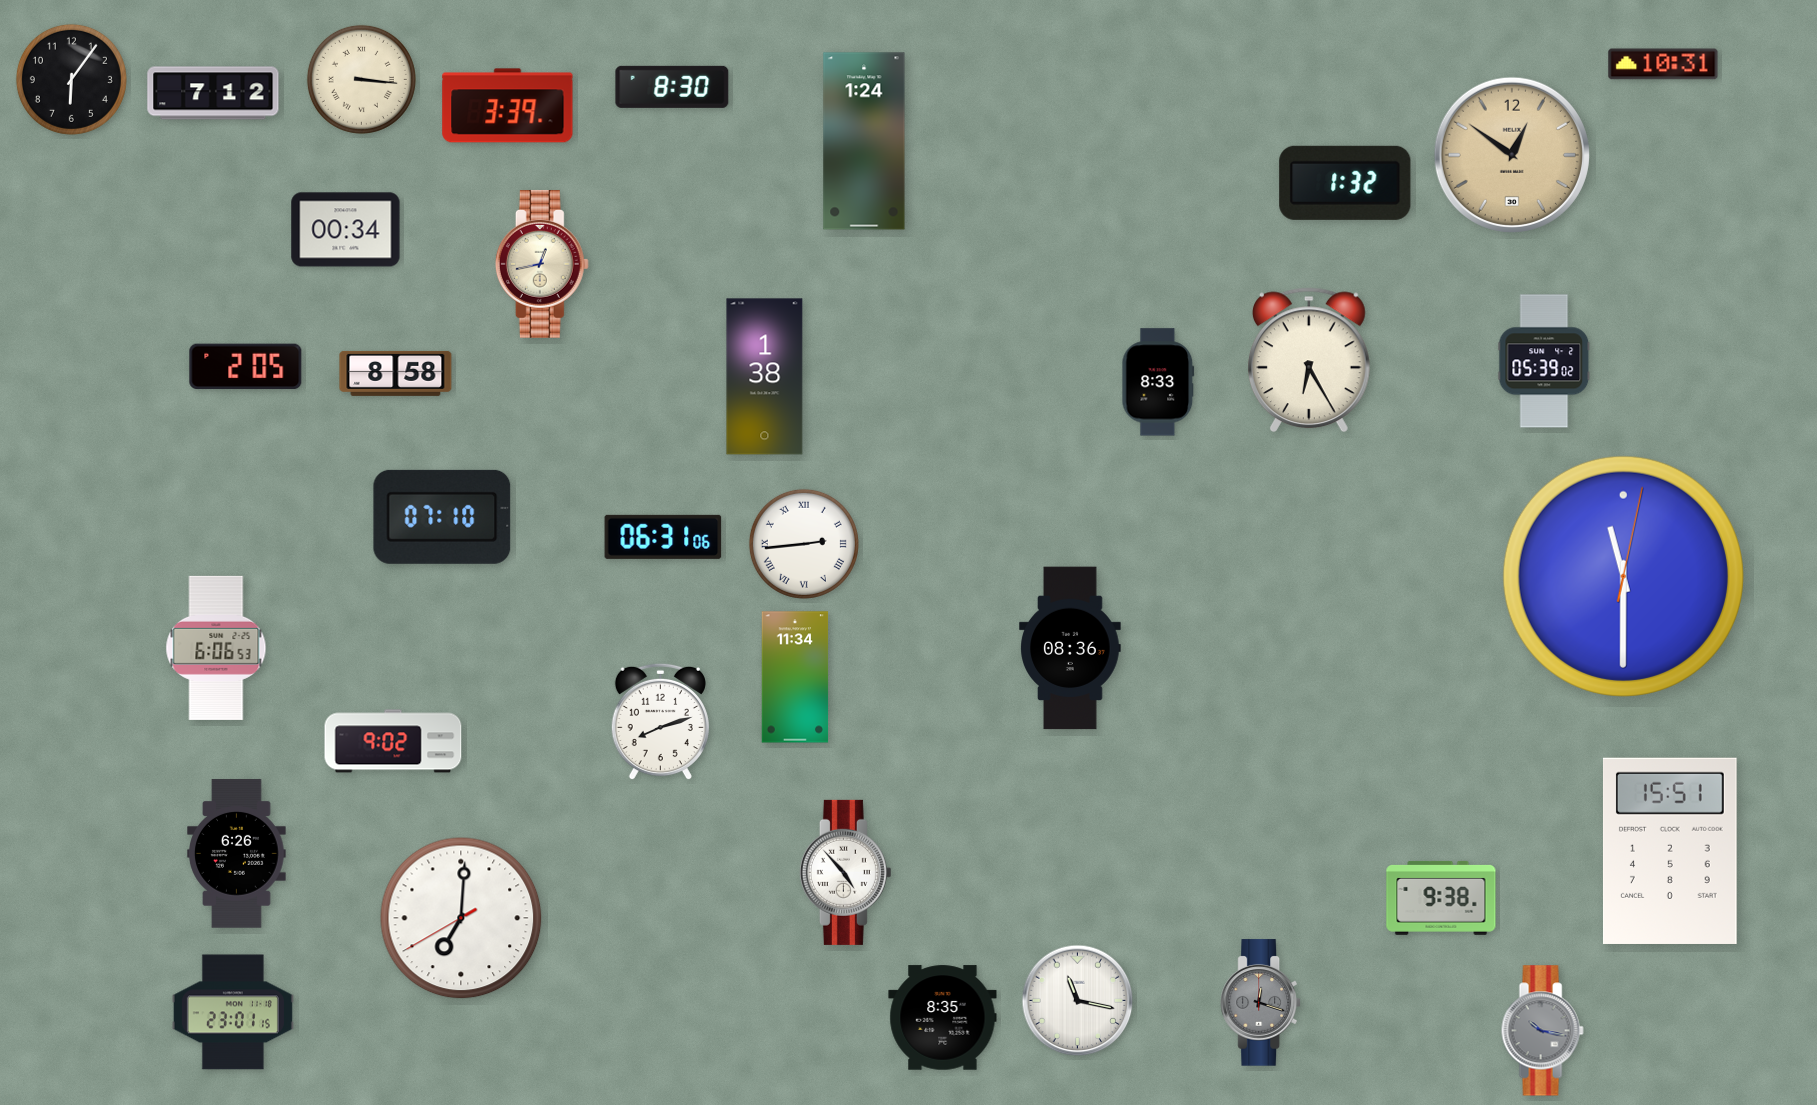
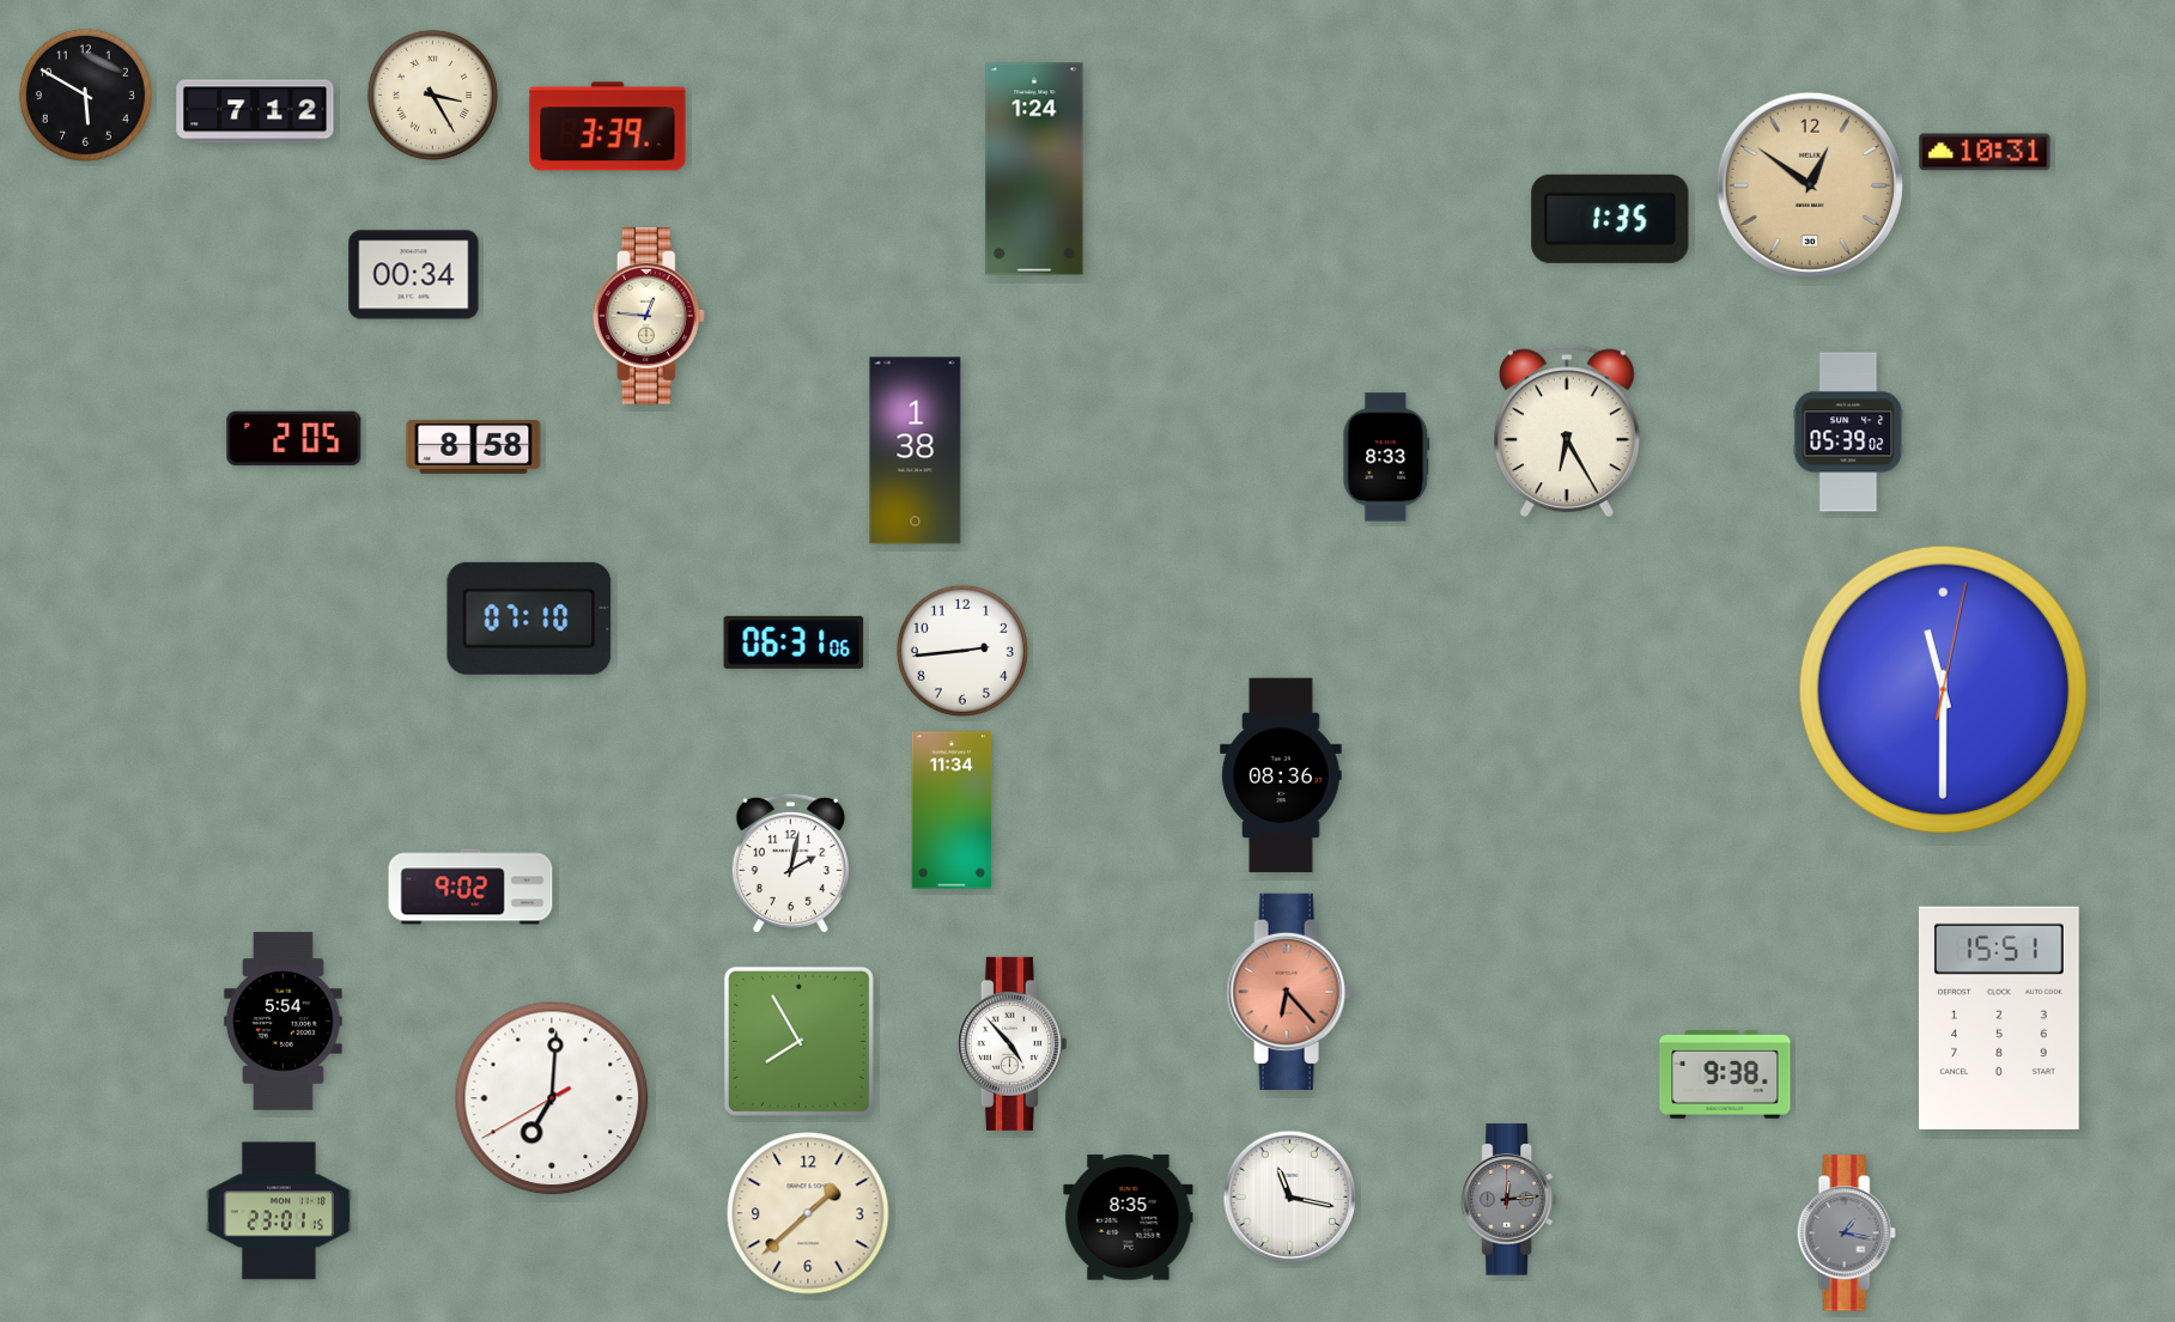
clock at (1663, 64) position: (1663, 64) -> (1985, 152)
clock at (71, 79): 6:06 -> 5:50
clock at (361, 79): 3:16 -> 3:25
clock at (672, 87): 8:30 -> none
clock at (1345, 183): 1:32 -> 1:35
clock at (542, 264): 12:43 -> 12:46
clock at (804, 544) numerals: Roman -> Arabic
clock at (216, 648): 6:06 -> none
clock at (660, 722): 8:12 -> 2:02
clock at (1289, 992): none -> 6:23
clock at (237, 854): 6:26 -> 5:54
clock at (798, 1041): none -> 7:55
clock at (1261, 1003): 12:18 -> 12:14
clock at (808, 1213): none -> 1:38
clock at (1542, 1031): 10:17 -> 1:17
